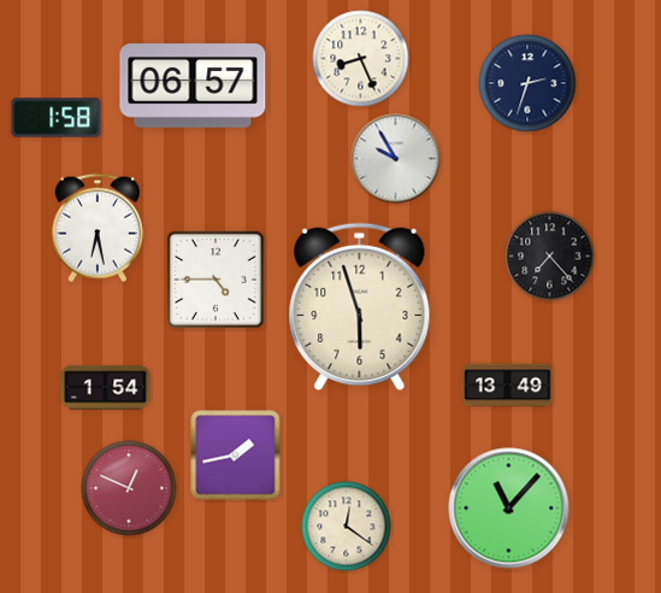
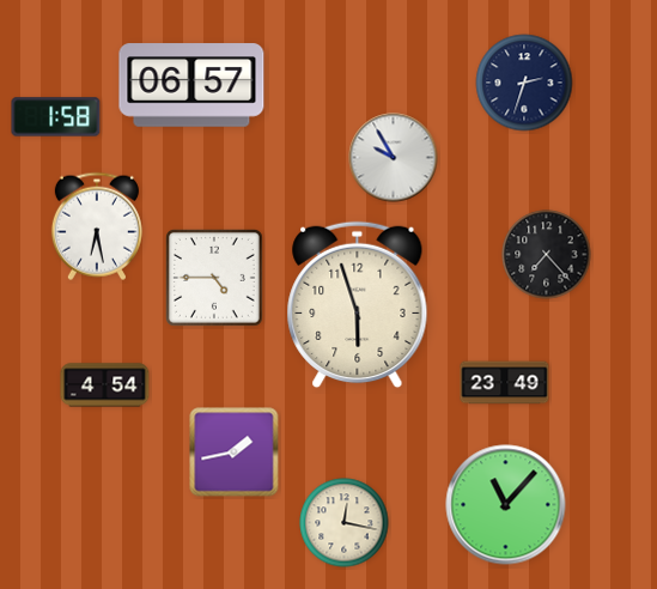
clock at (361, 59): 8:26 -> none
clock at (508, 386): 13:49 -> 23:49
clock at (106, 388): 1:54 -> 4:54
clock at (129, 488): 12:49 -> none
clock at (347, 527): 12:21 -> 12:17
